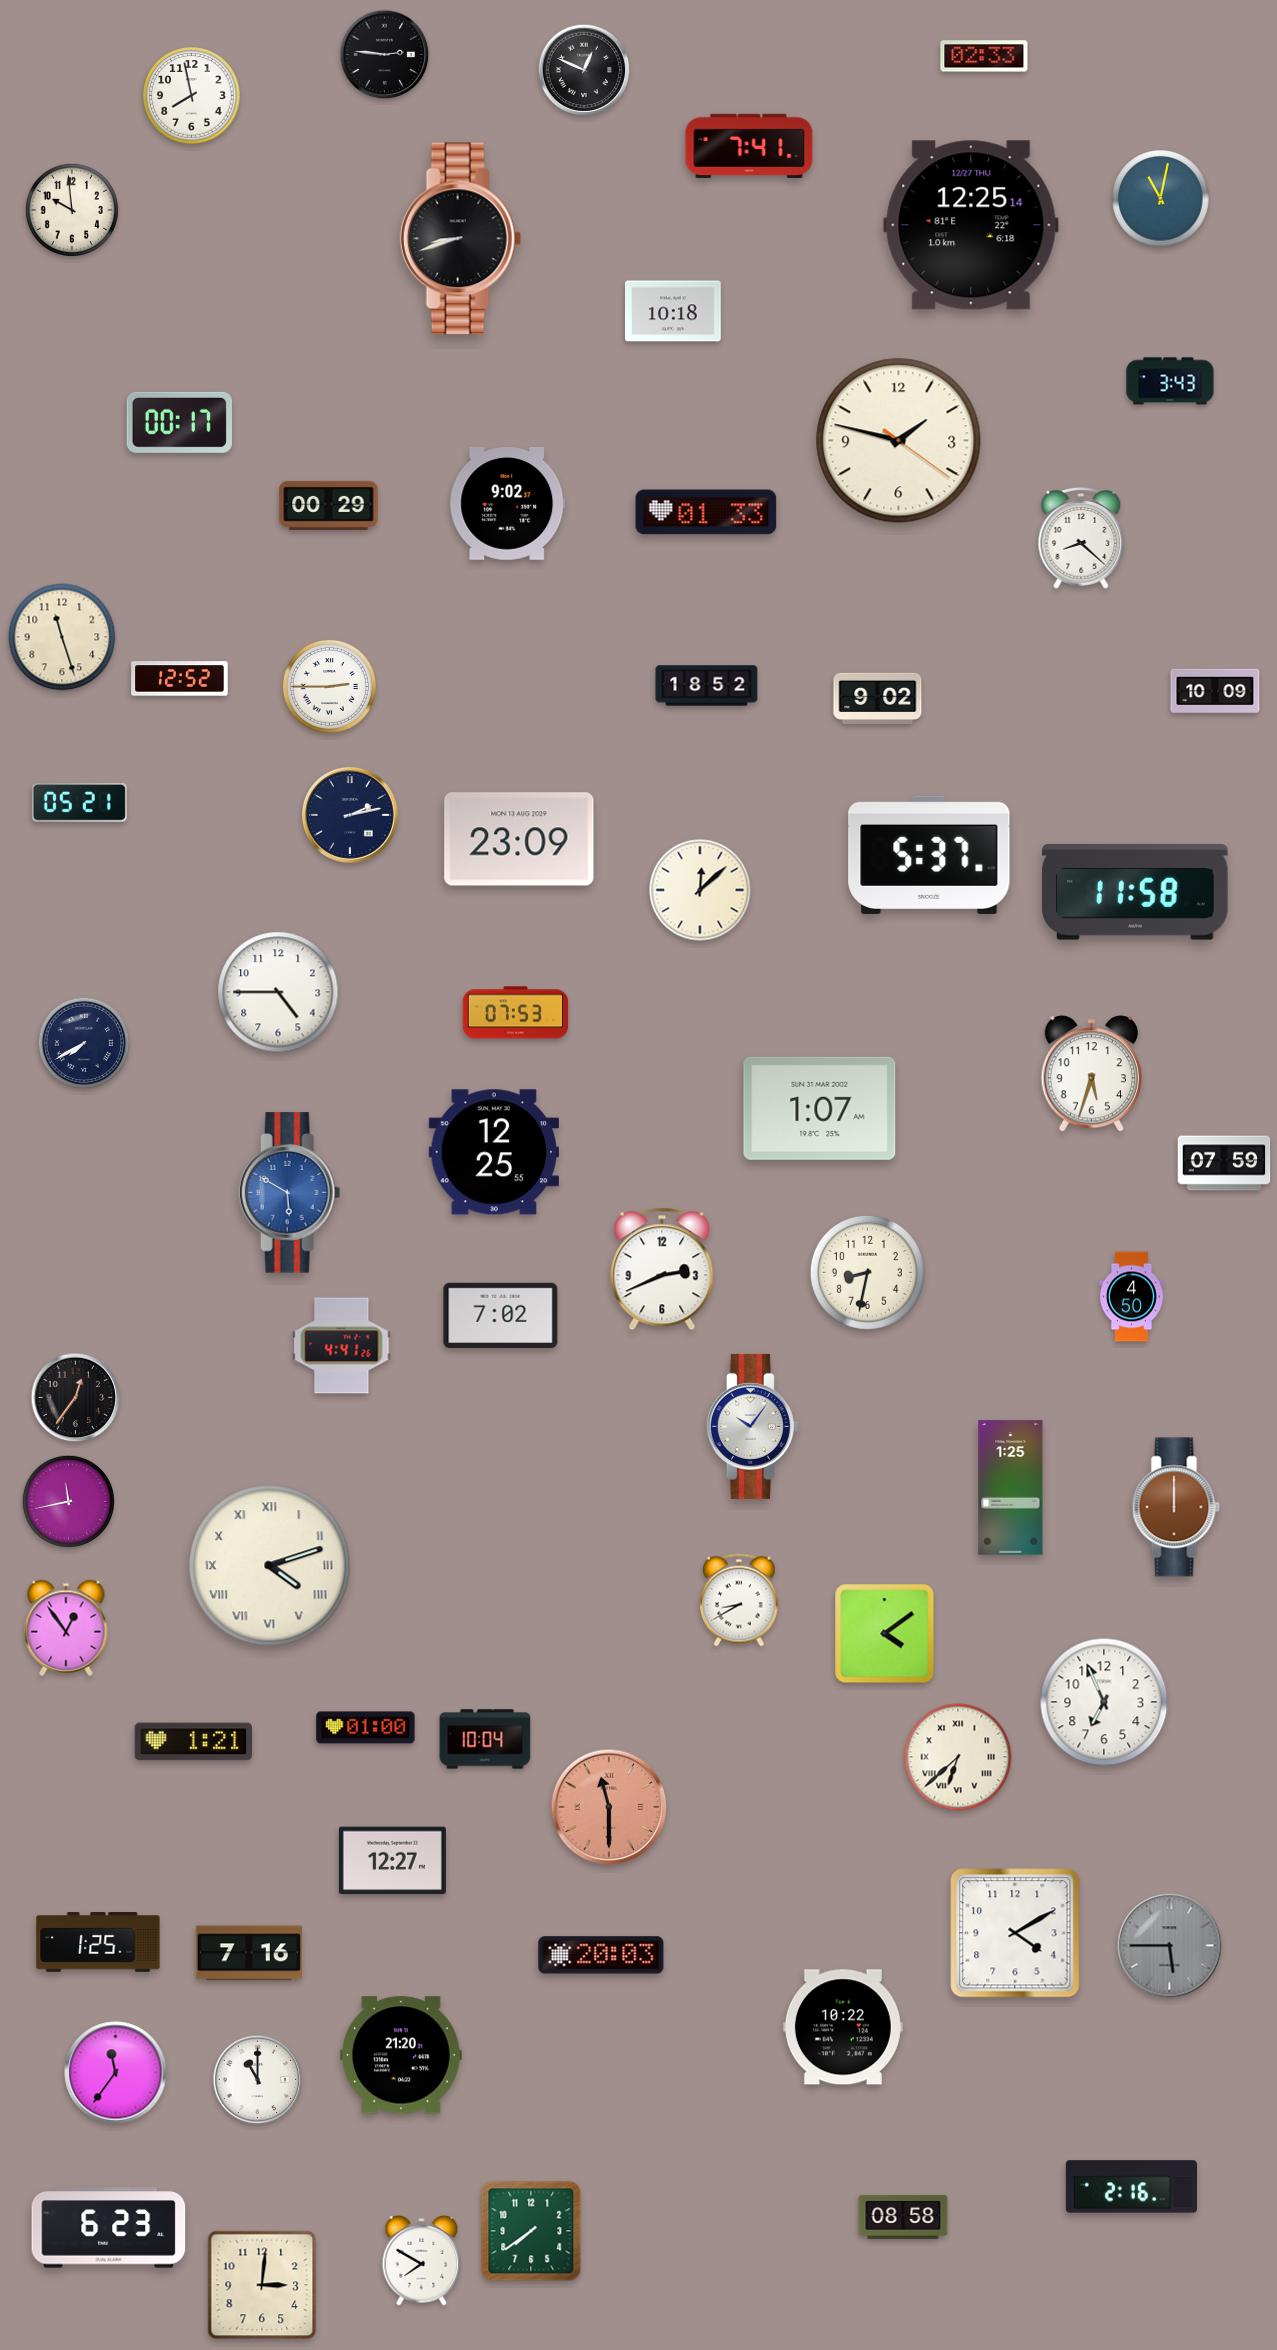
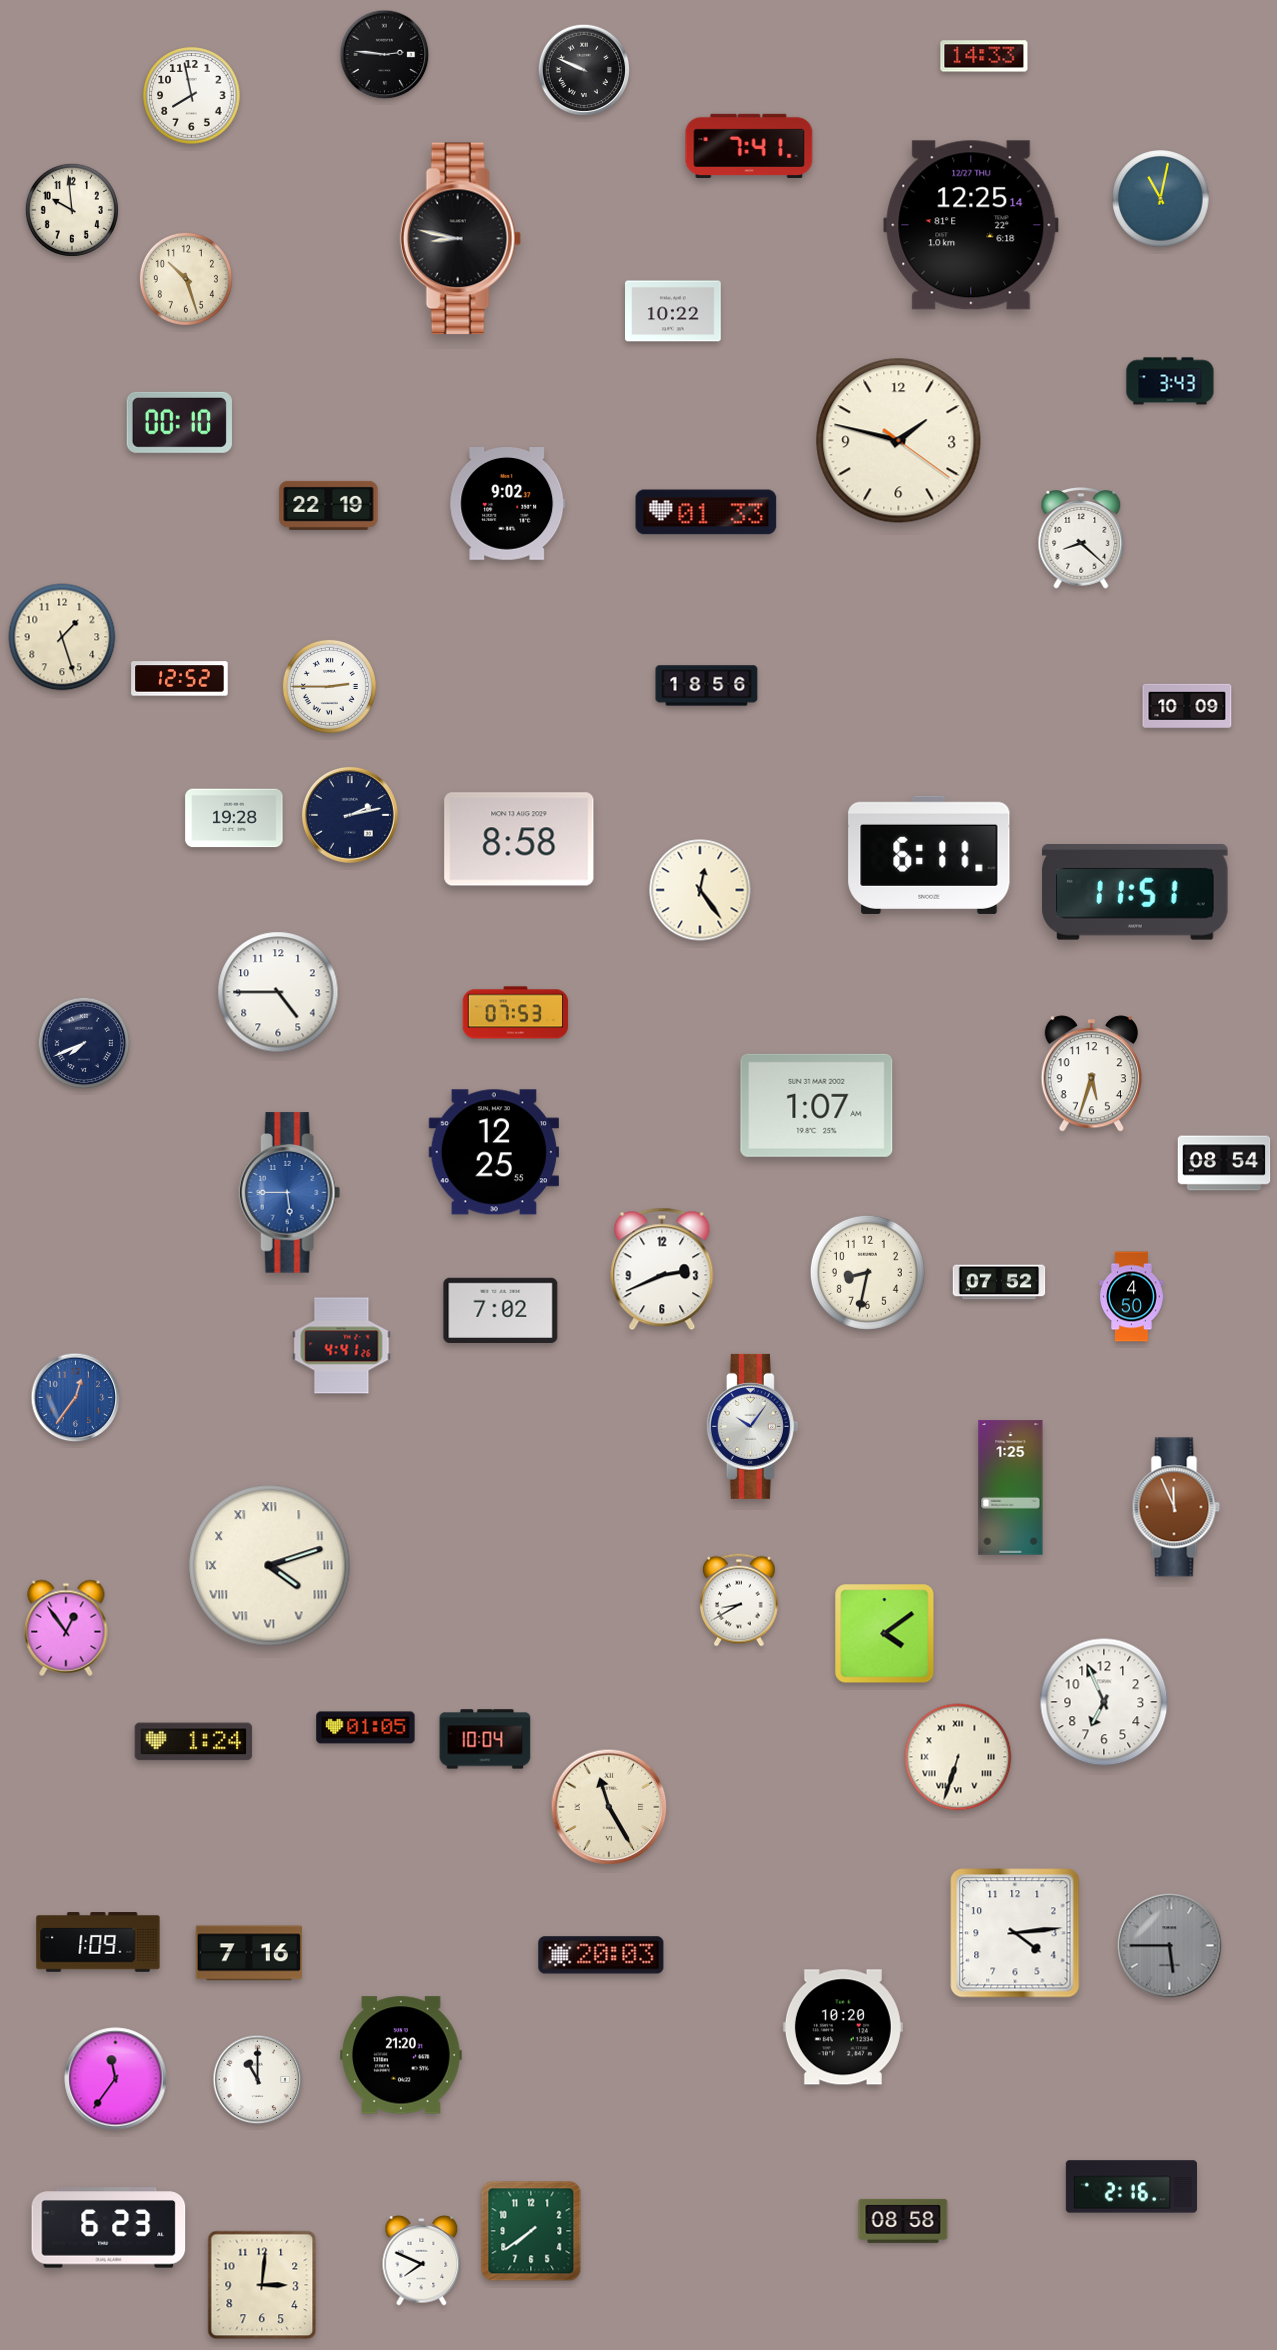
clock at (984, 56): 02:33 -> 14:33
clock at (584, 70): 12:49 -> 9:49
clock at (460, 239): 8:42 -> 8:47
clock at (186, 279): none -> 10:27
clock at (674, 311): 10:18 -> 10:22
clock at (179, 422): 00:17 -> 00:10
clock at (329, 505): 00:29 -> 22:19
clock at (62, 637): 11:27 -> 1:27
clock at (707, 686): 18:52 -> 18:56
clock at (1215, 690) position: (1215, 690) -> (1187, 705)
clock at (878, 698): 9:02 -> none
clock at (79, 803): 05:21 -> none
clock at (234, 818): none -> 19:28
clock at (519, 839): 23:09 -> 8:58
clock at (929, 855): 5:37 -> 6:11
clock at (700, 890): 12:08 -> 12:24
clock at (1135, 893): 11:58 -> 11:51
clock at (84, 1043): 7:40 -> 7:41
clock at (820, 1108) position: (820, 1108) -> (817, 1105)
clock at (1224, 1163): 07:59 -> 08:54
clock at (290, 1193): 5:50 -> 5:45
clock at (999, 1282): none -> 07:52
clock at (501, 1315) position: (501, 1315) -> (501, 1310)
clock at (76, 1398) dial: black -> blue
clock at (68, 1501): 11:43 -> none
clock at (1176, 1507): 12:00 -> 11:56
clock at (366, 1728): 01:00 -> 01:05
clock at (194, 1742): 1:21 -> 1:24
clock at (958, 1757): 6:38 -> 6:33
clock at (609, 1807): 11:30 -> 11:25
clock at (609, 1807) dial: salmon -> cream
clock at (392, 1861): 12:27 -> none
clock at (1015, 1933): 4:10 -> 4:14
clock at (98, 1942): 1:25 -> 1:09
clock at (843, 2027): 10:22 -> 10:20
clock at (116, 2073) position: (116, 2073) -> (116, 2079)
clock at (903, 2217) position: (903, 2217) -> (903, 2221)
clock at (422, 2261): 7:50 -> 7:49
